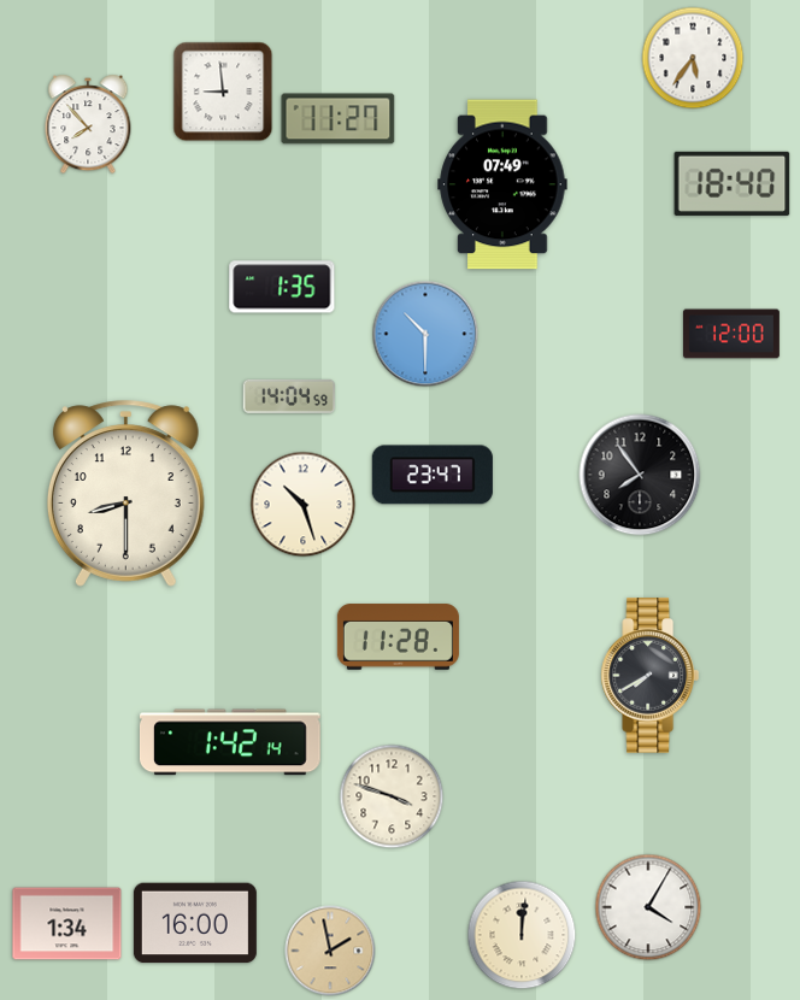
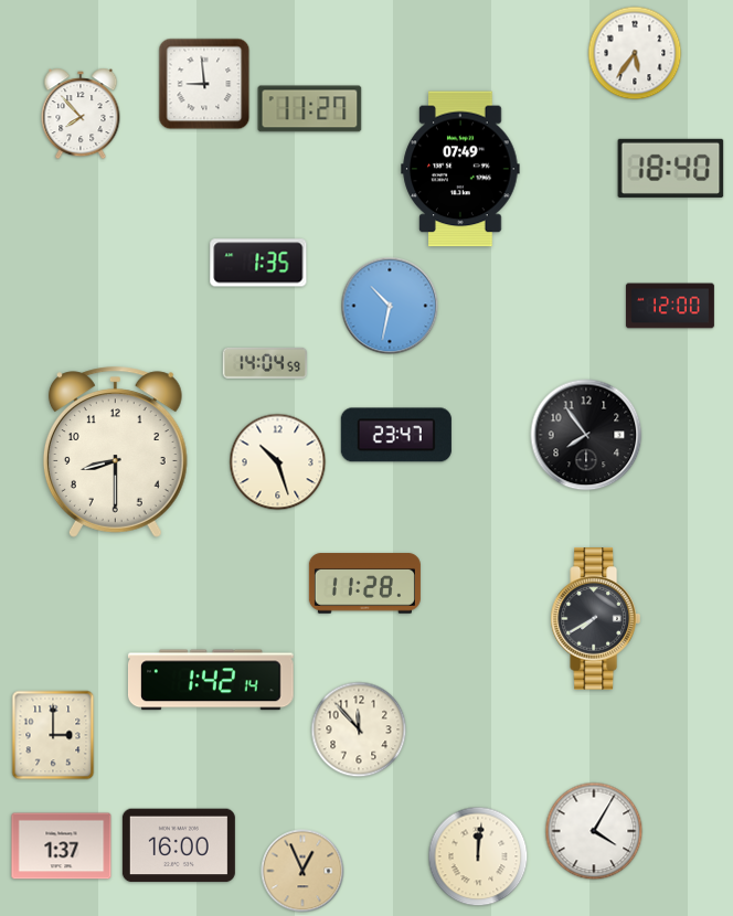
clock at (425, 334): 10:30 -> 10:32
clock at (392, 796): 3:48 -> 11:53
clock at (53, 735): none -> 3:00
clock at (67, 924): 1:34 -> 1:37
clock at (330, 951): 1:58 -> 12:56
